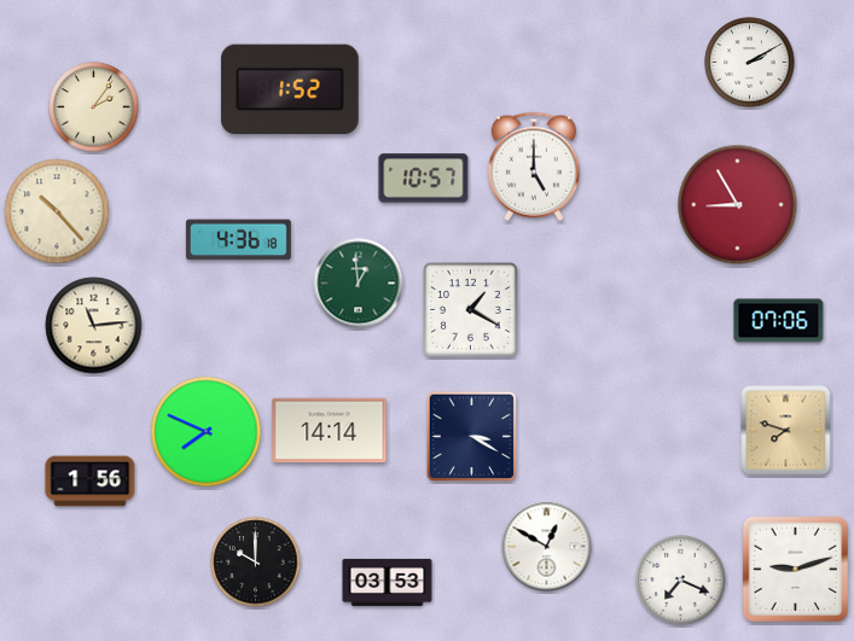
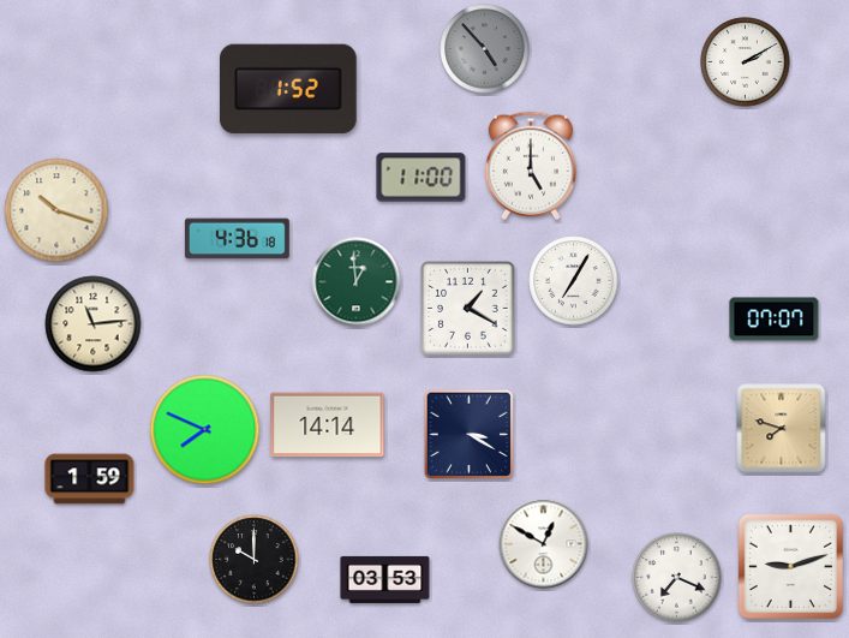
clock at (485, 49): none -> 4:53
clock at (94, 107): 2:06 -> none
clock at (424, 179): 10:57 -> 11:00
clock at (738, 205): 8:55 -> none
clock at (57, 211): 10:23 -> 10:18
clock at (574, 281): none -> 7:05
clock at (779, 321): 07:06 -> 07:07
clock at (330, 431) position: (330, 431) -> (328, 425)
clock at (91, 482): 1:56 -> 1:59
